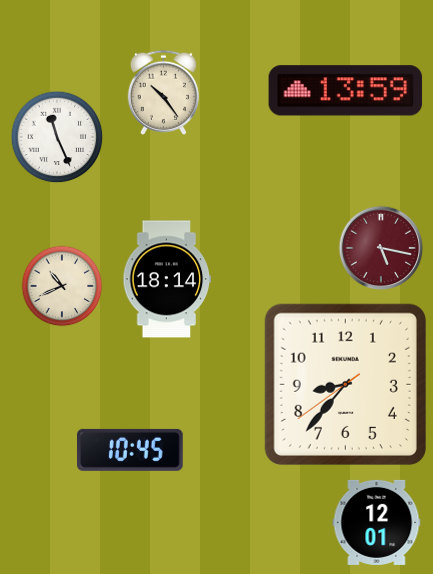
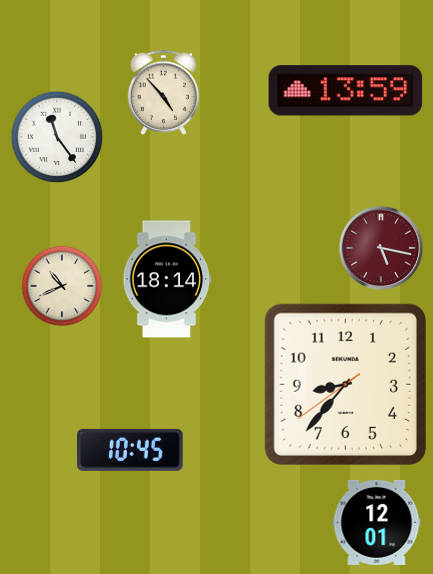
clock at (163, 92): 10:24 -> 4:53
clock at (57, 137): 11:26 -> 11:24
